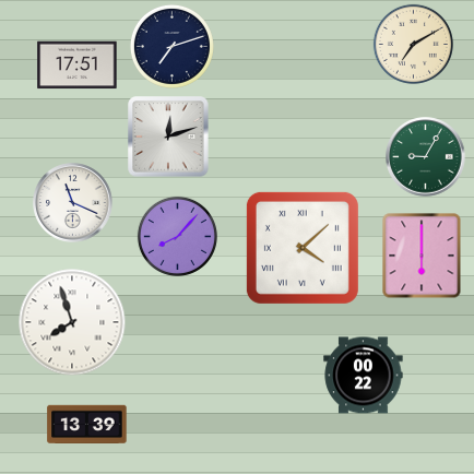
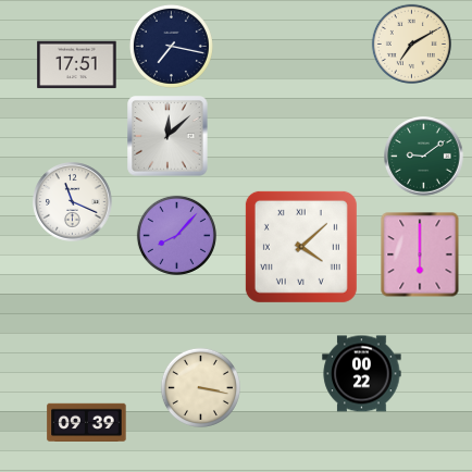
clock at (171, 46): 7:12 -> 7:17
clock at (168, 137): 12:12 -> 12:08
clock at (426, 157): 9:05 -> 9:09
clock at (72, 322): 7:57 -> none
clock at (200, 387): none -> 3:17
clock at (87, 425): 13:39 -> 09:39
